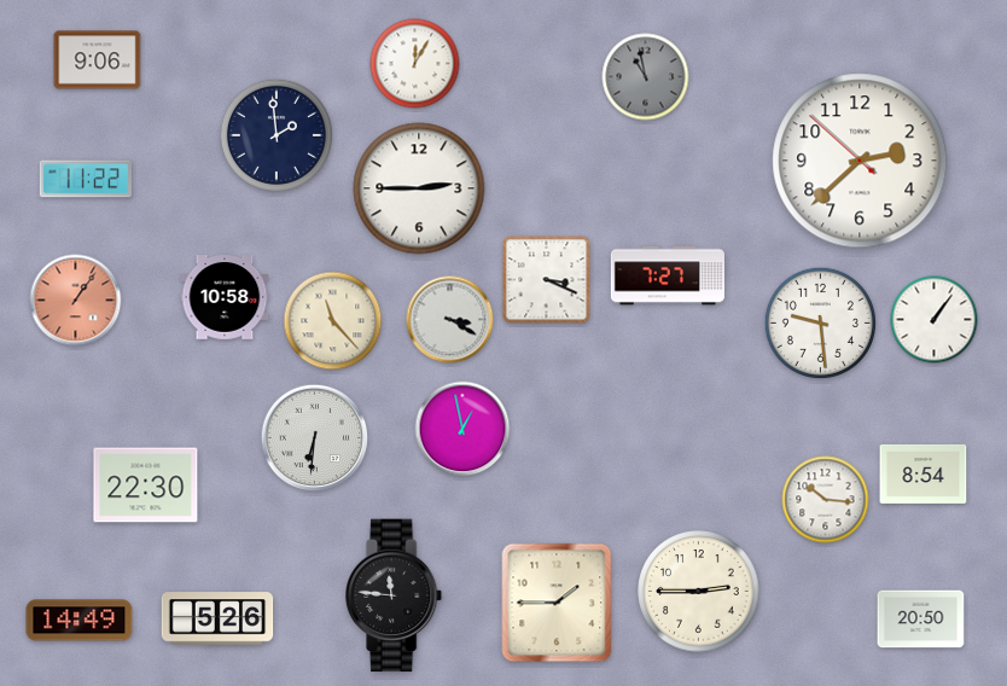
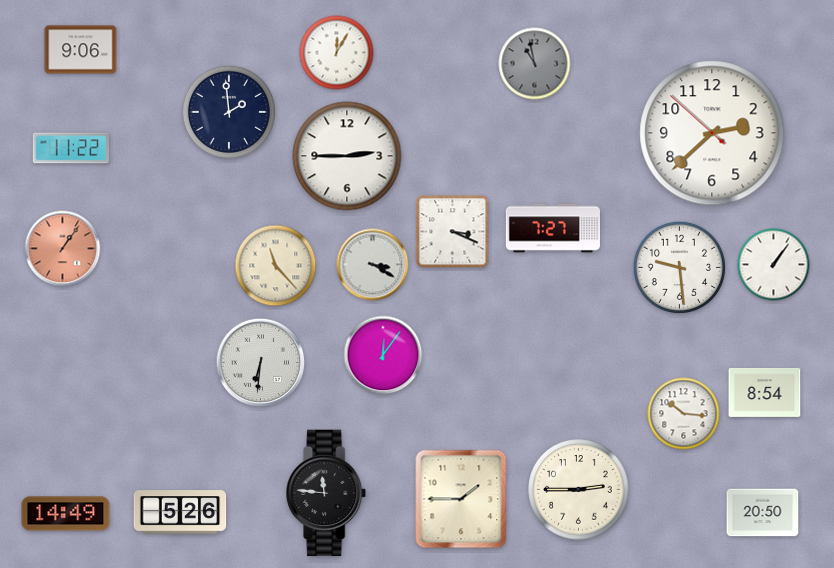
clock at (415, 64) position: (415, 64) -> (337, 53)
clock at (225, 297): 10:58 -> none
clock at (462, 429): 12:58 -> 12:06
clock at (146, 486): 22:30 -> none
